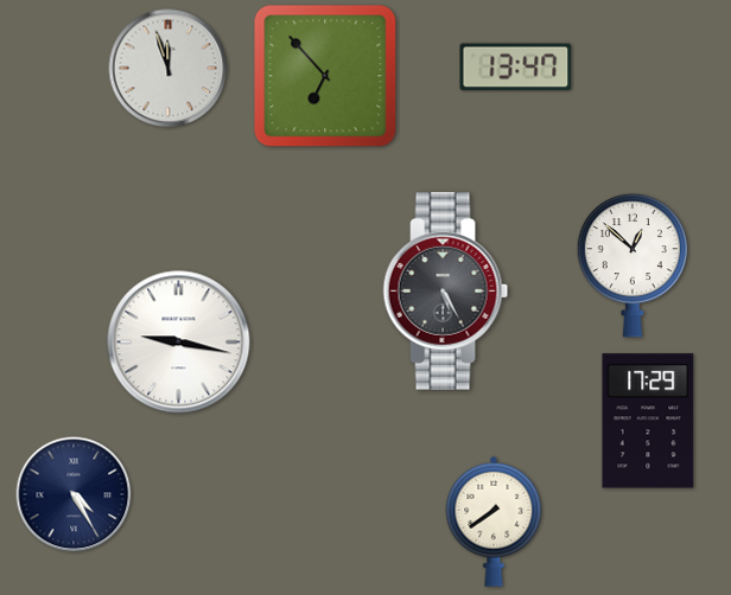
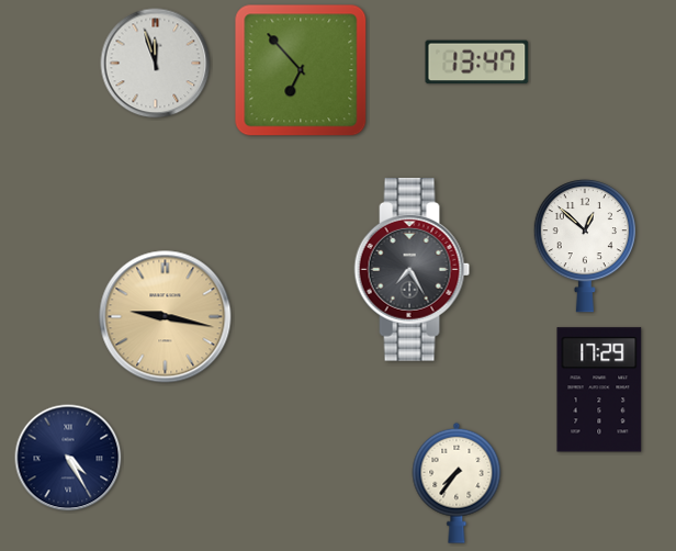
clock at (446, 292): 5:25 -> 7:25
clock at (179, 343) dial: white -> champagne
clock at (494, 522): 7:39 -> 7:36
